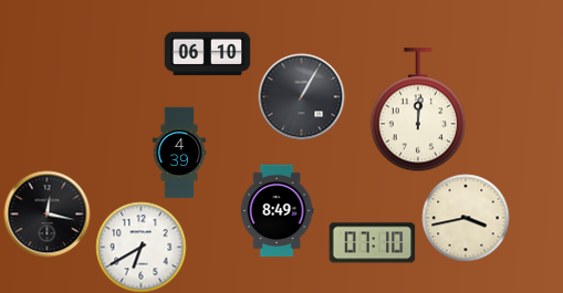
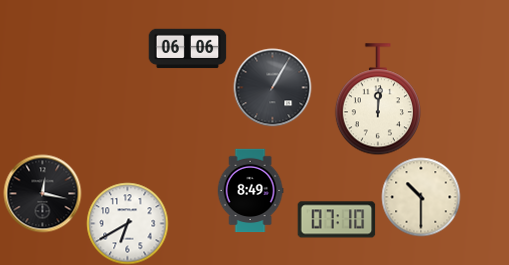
clock at (207, 54): 06:10 -> 06:06
clock at (179, 153): 4:39 -> none
clock at (466, 218): 3:43 -> 10:30
